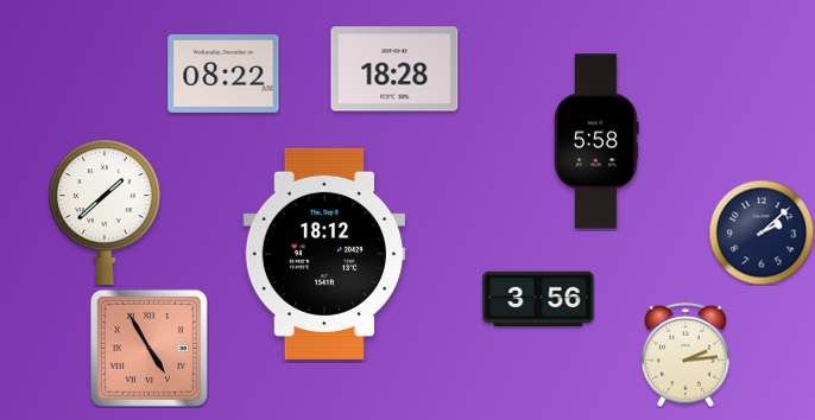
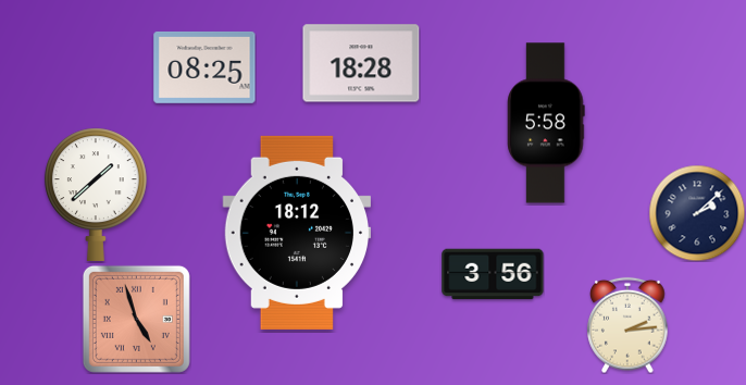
clock at (223, 74): 08:22 -> 08:25
clock at (596, 141) position: (596, 141) -> (546, 123)
clock at (149, 348): 4:55 -> 4:57
